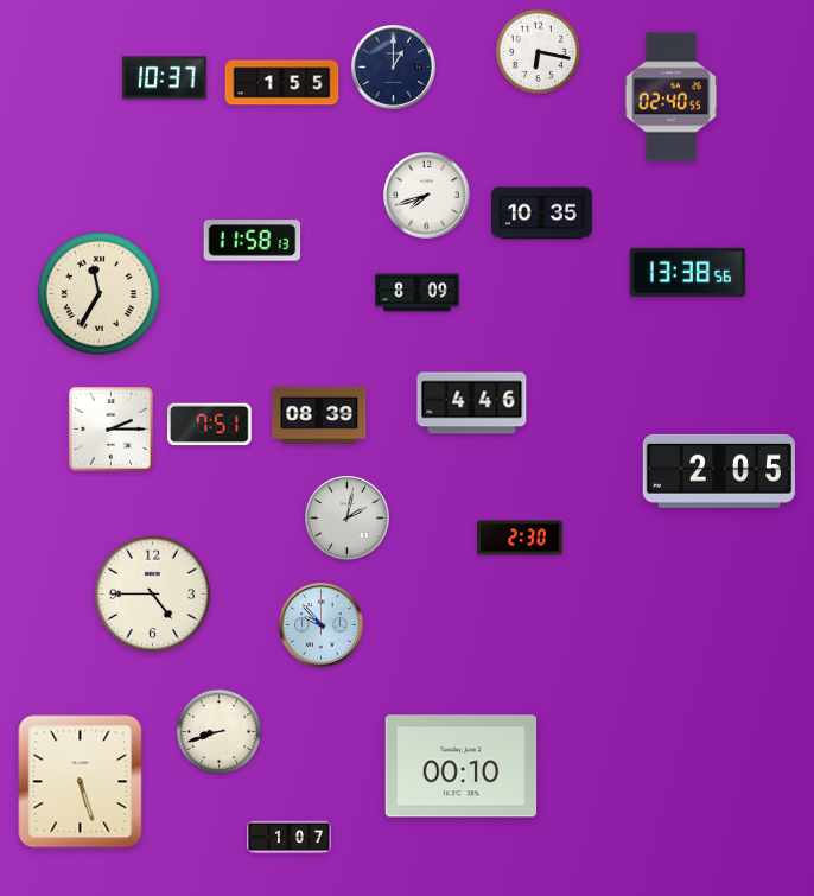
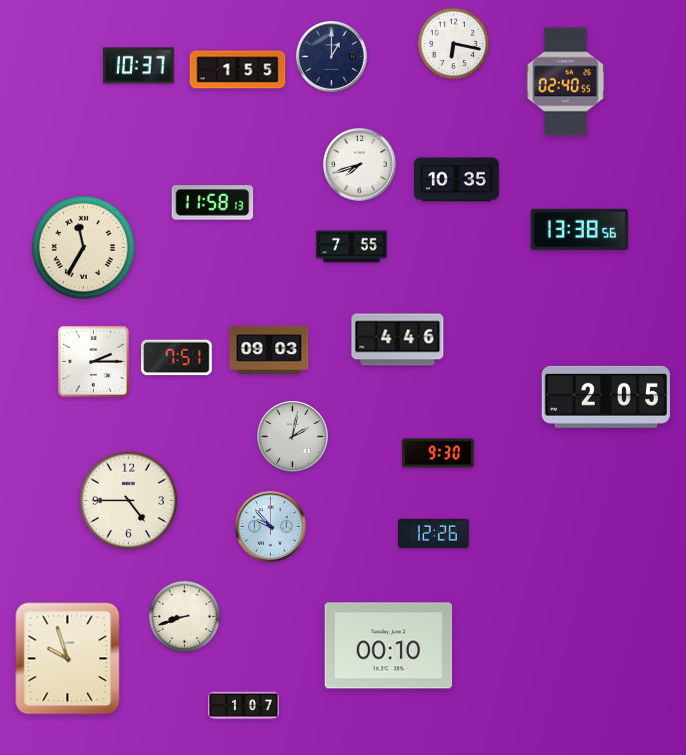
clock at (418, 293): 8:09 -> 7:55
clock at (319, 415): 08:39 -> 09:03
clock at (520, 538): 2:30 -> 9:30
clock at (434, 533): none -> 12:26
clock at (81, 782): 5:27 -> 9:57
